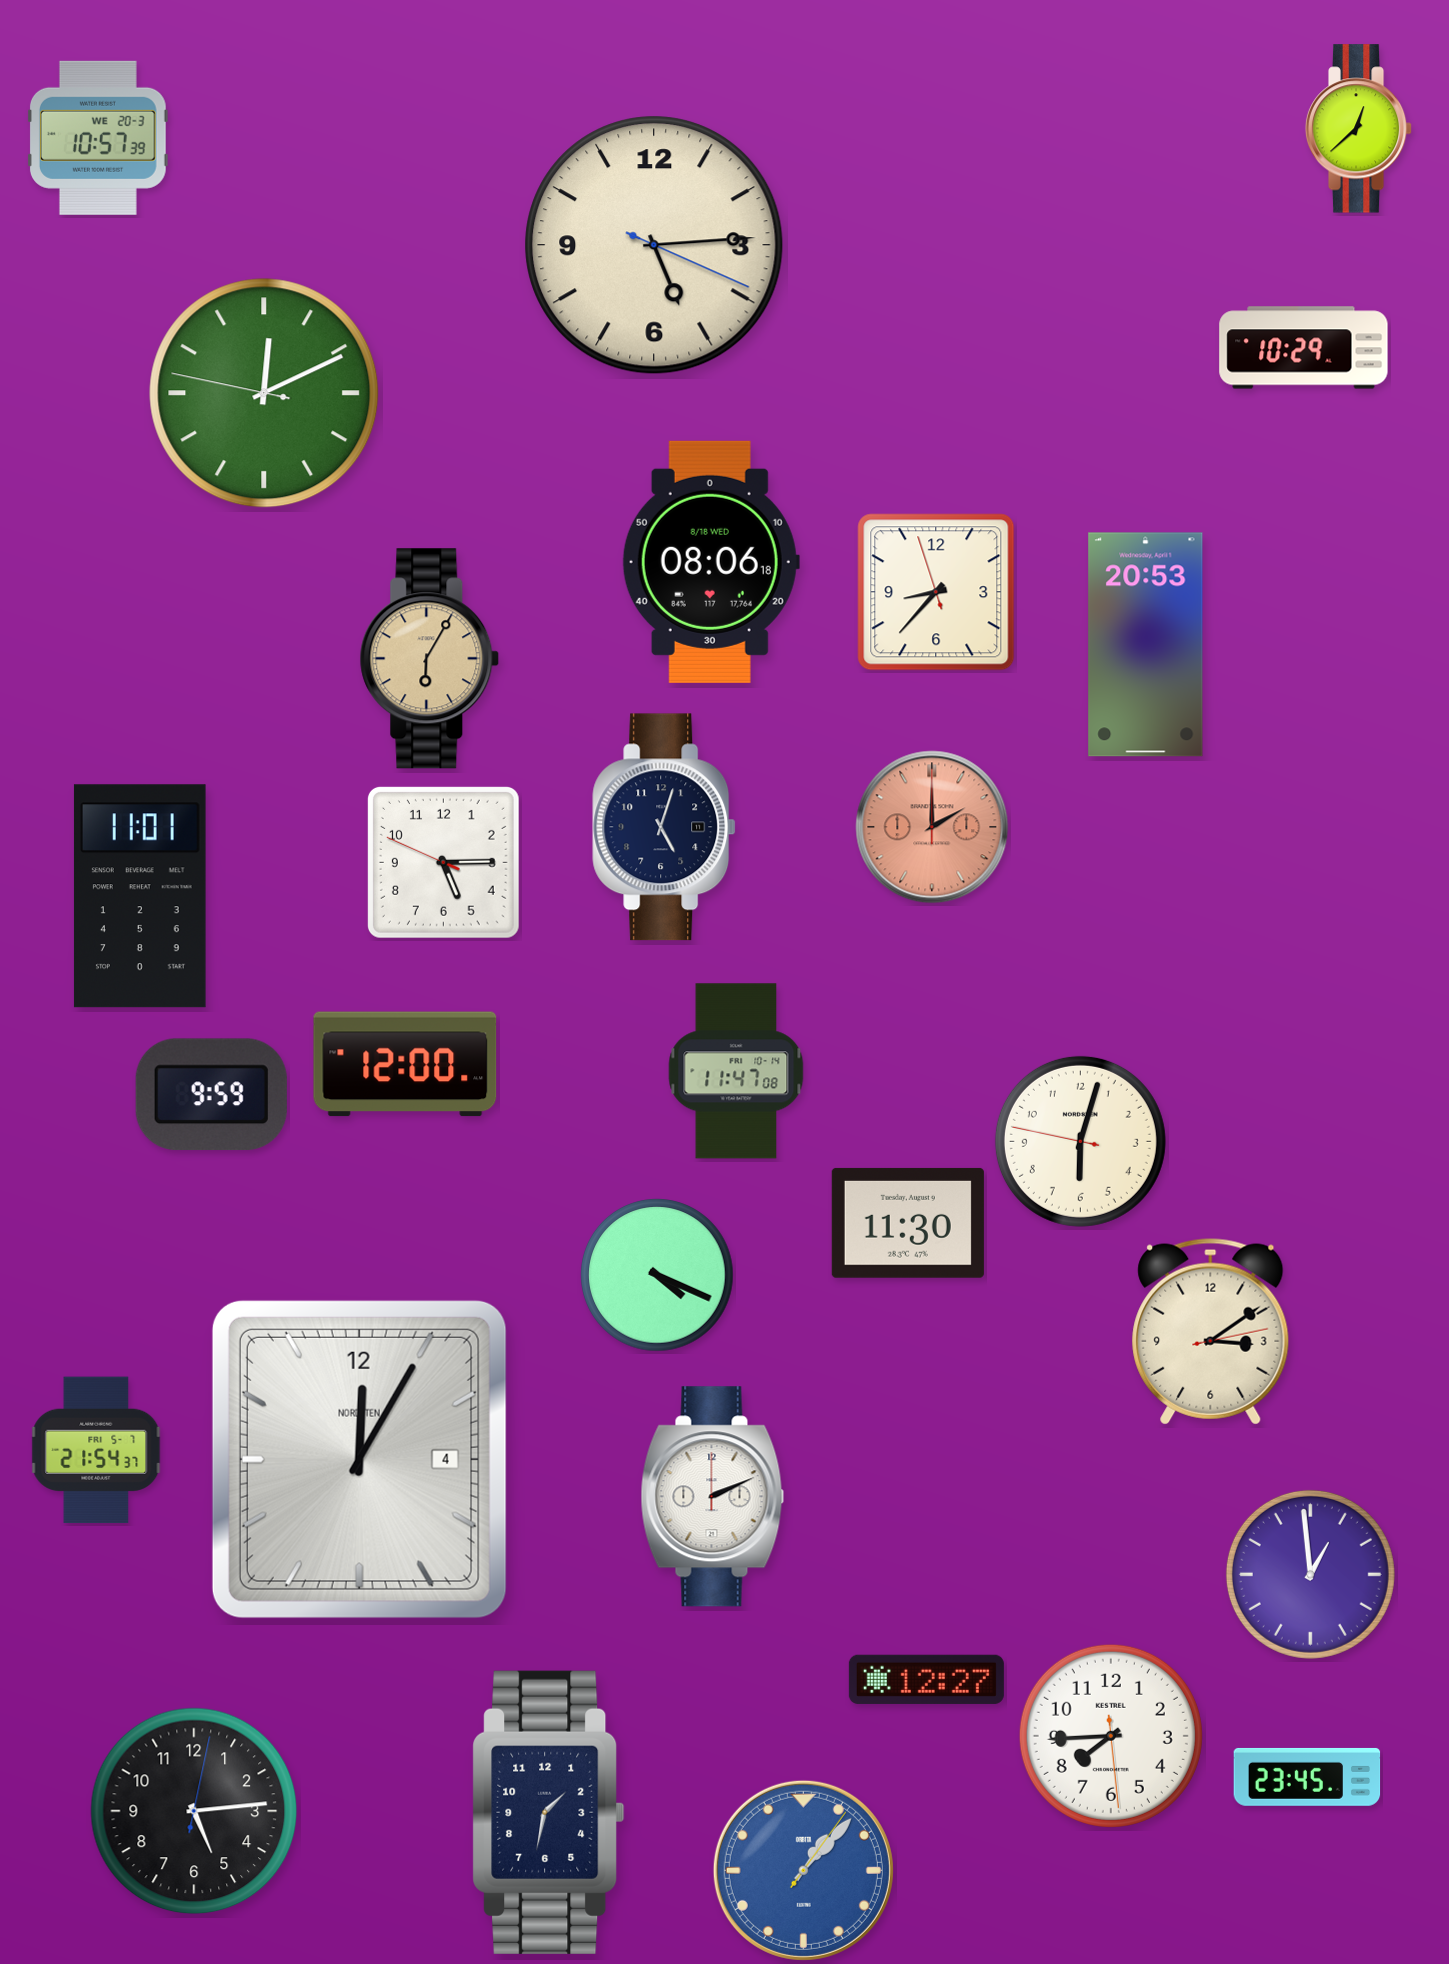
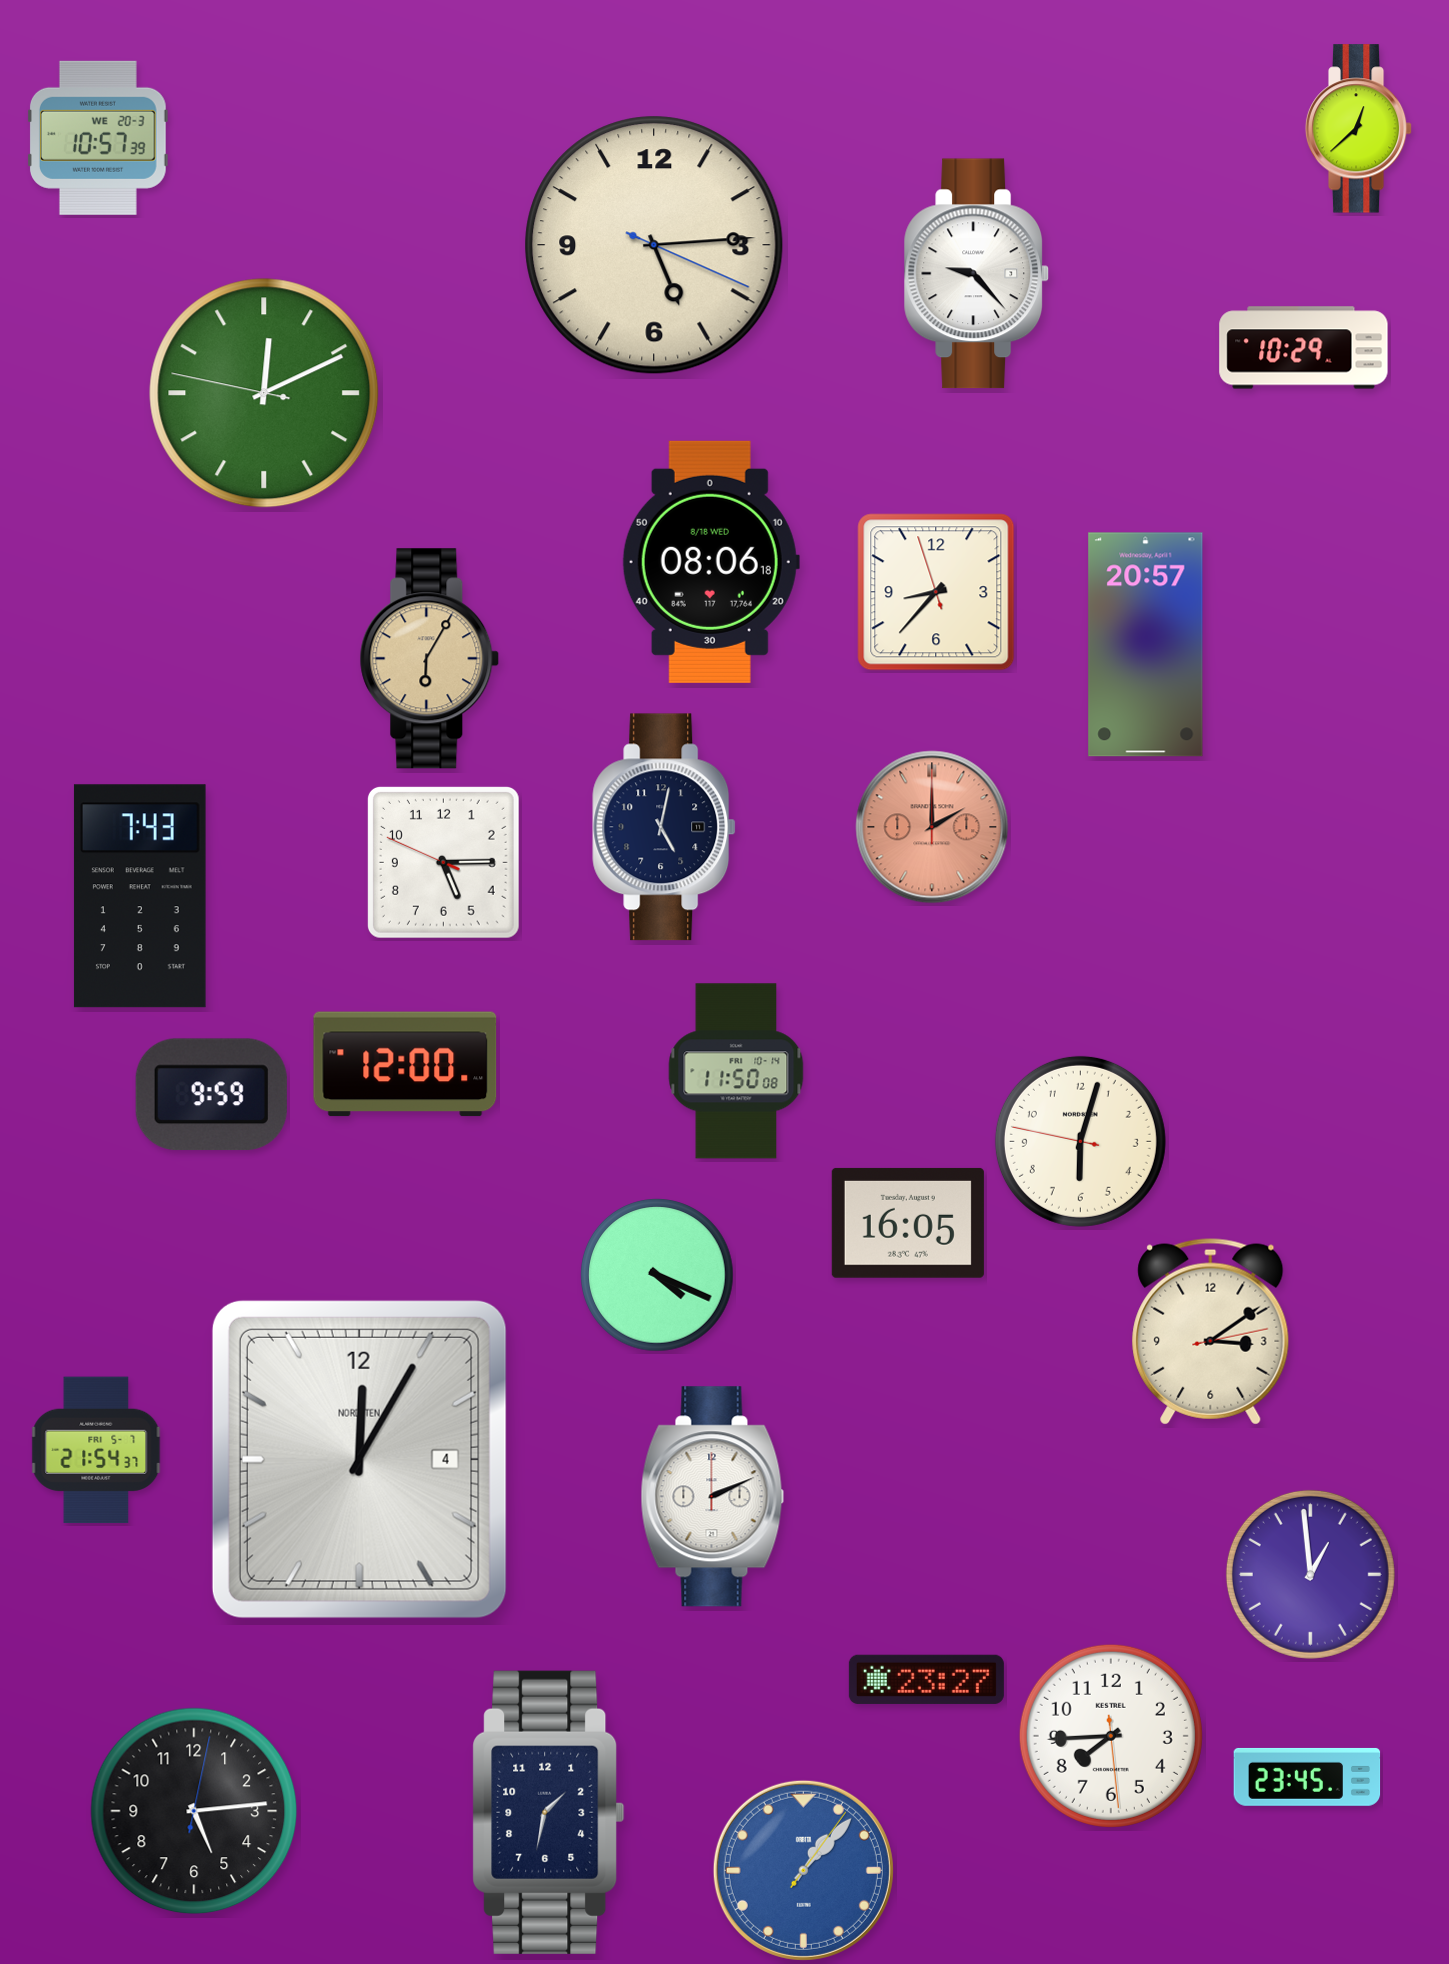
clock at (976, 274): none -> 9:23
clock at (1146, 645): 20:53 -> 20:57
clock at (664, 827): 5:03 -> 5:02
clock at (140, 896): 11:01 -> 7:43
clock at (736, 1071): 11:47 -> 11:50
clock at (908, 1223): 11:30 -> 16:05
clock at (926, 1679): 12:27 -> 23:27
